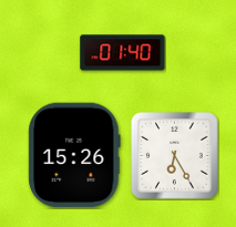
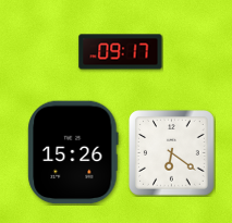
clock at (123, 53): 01:40 -> 09:17
clock at (175, 156): 6:25 -> 6:21
